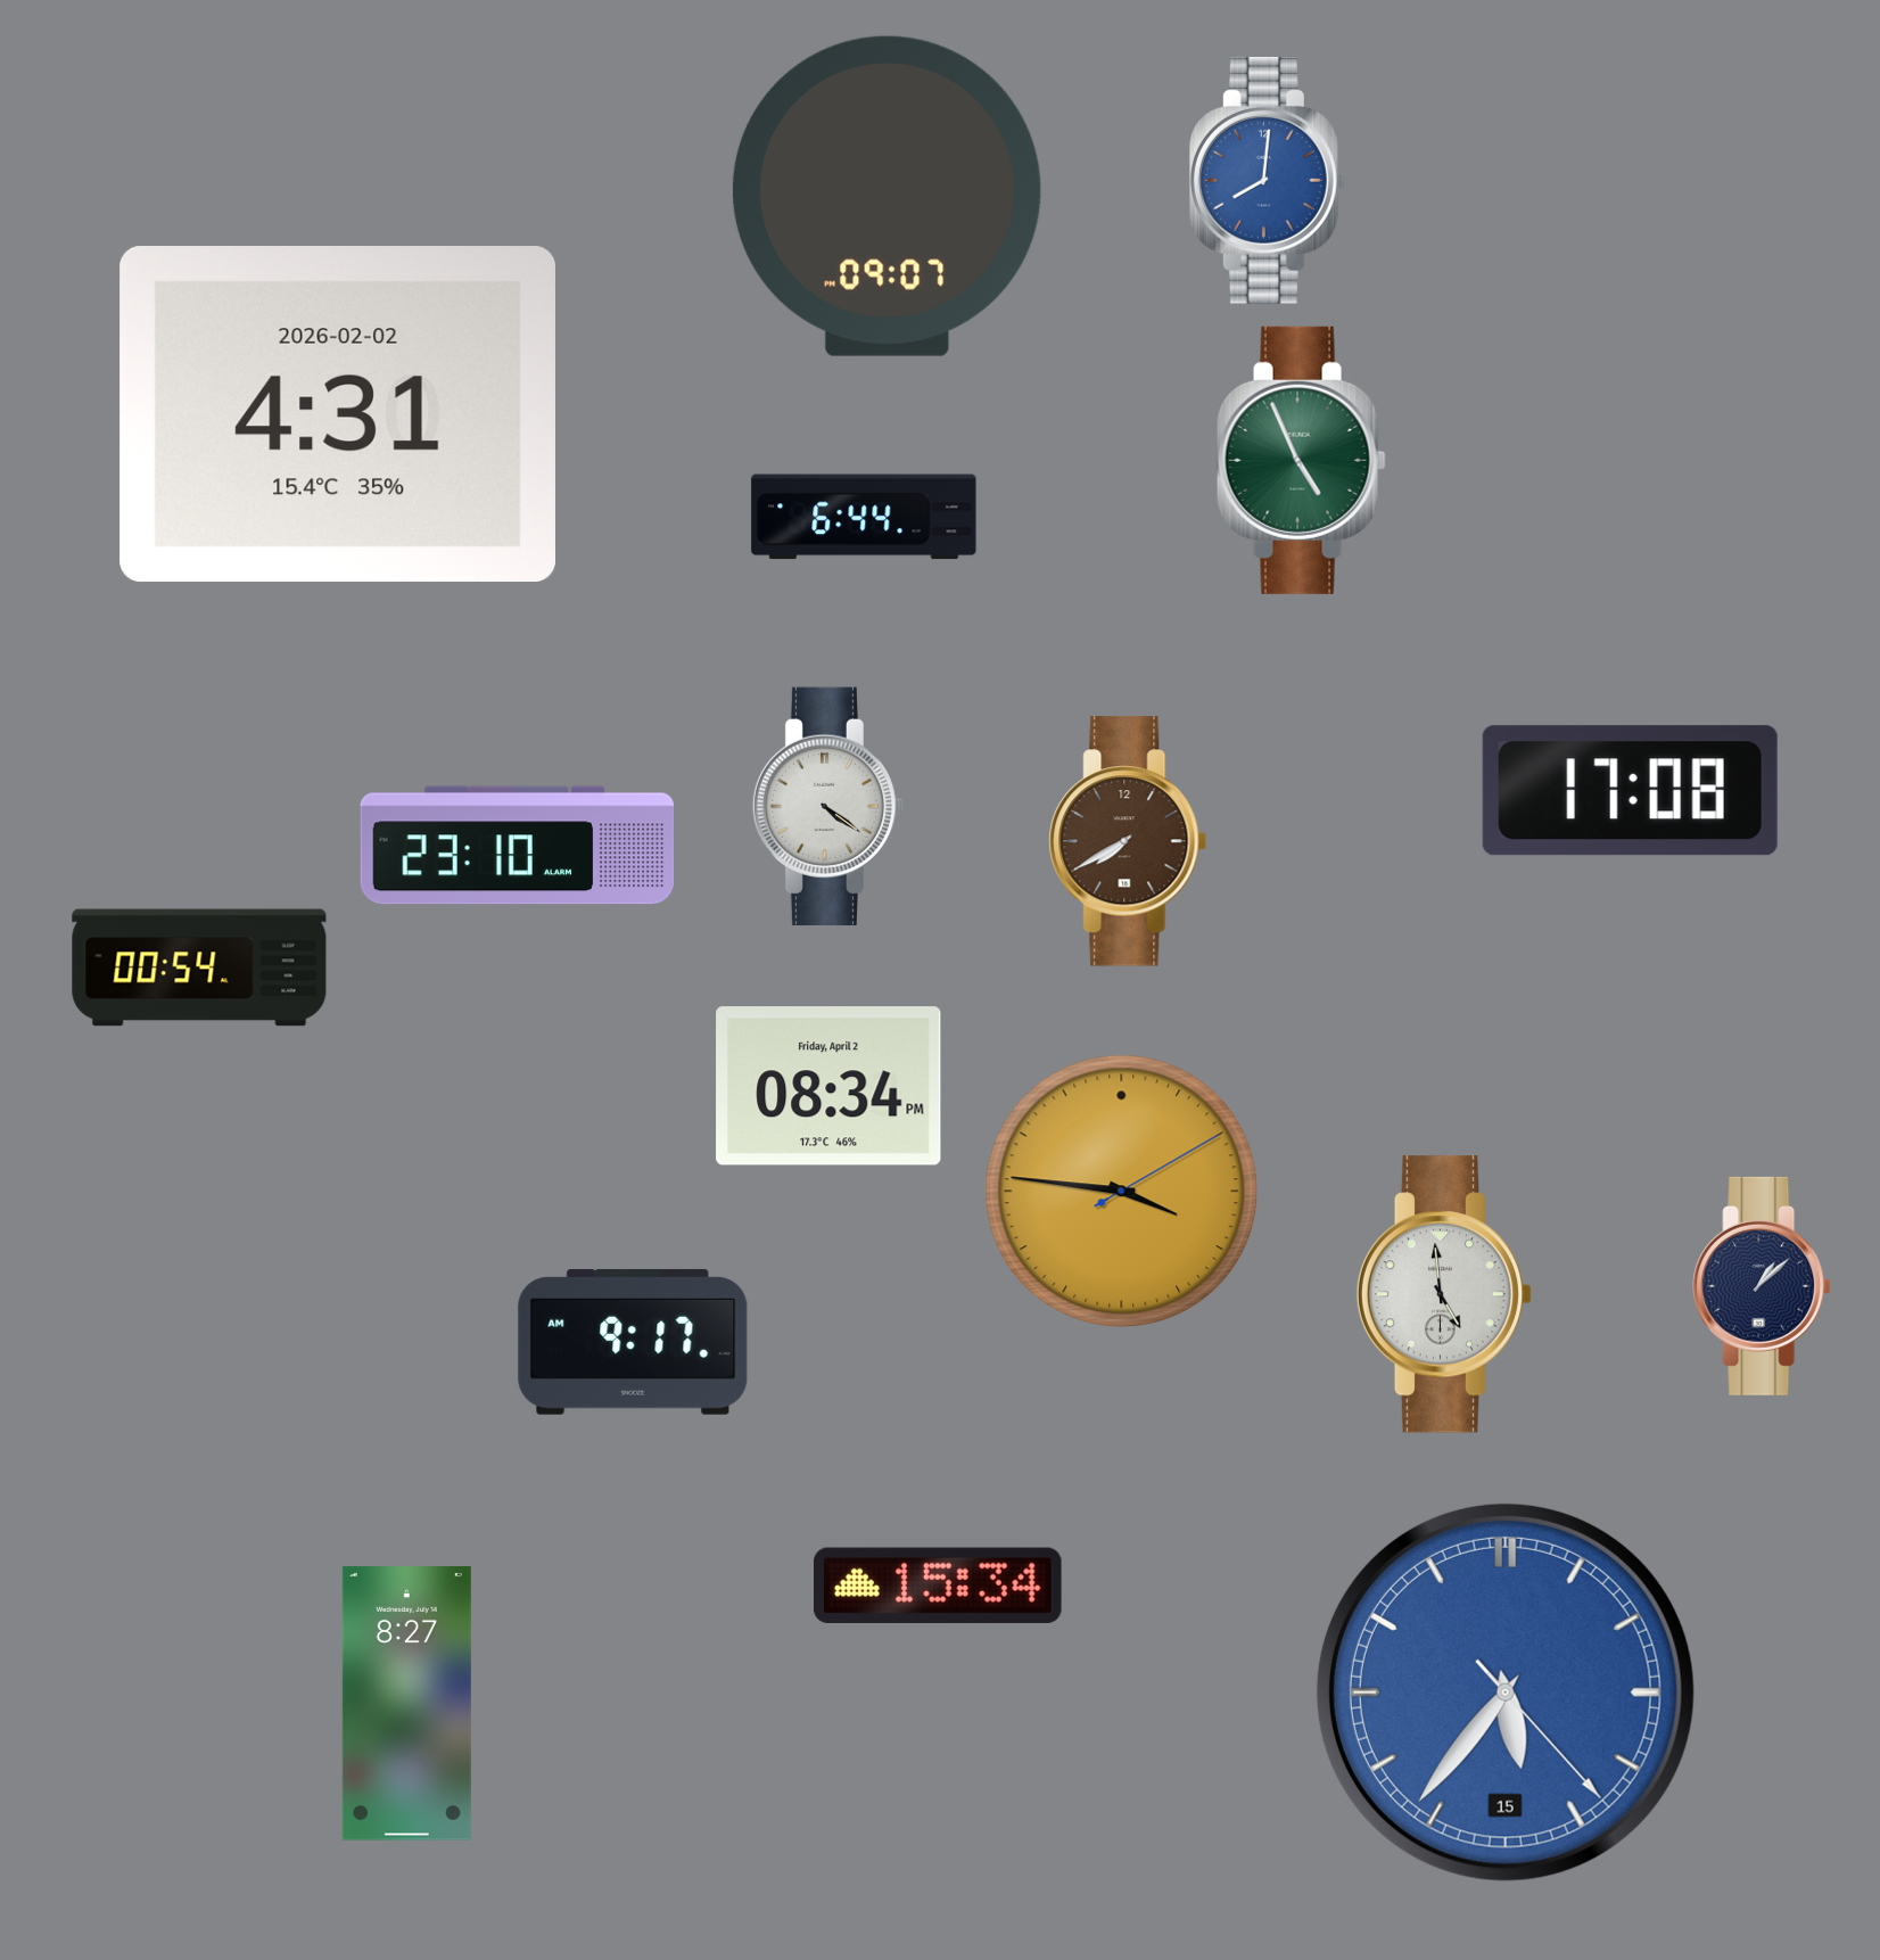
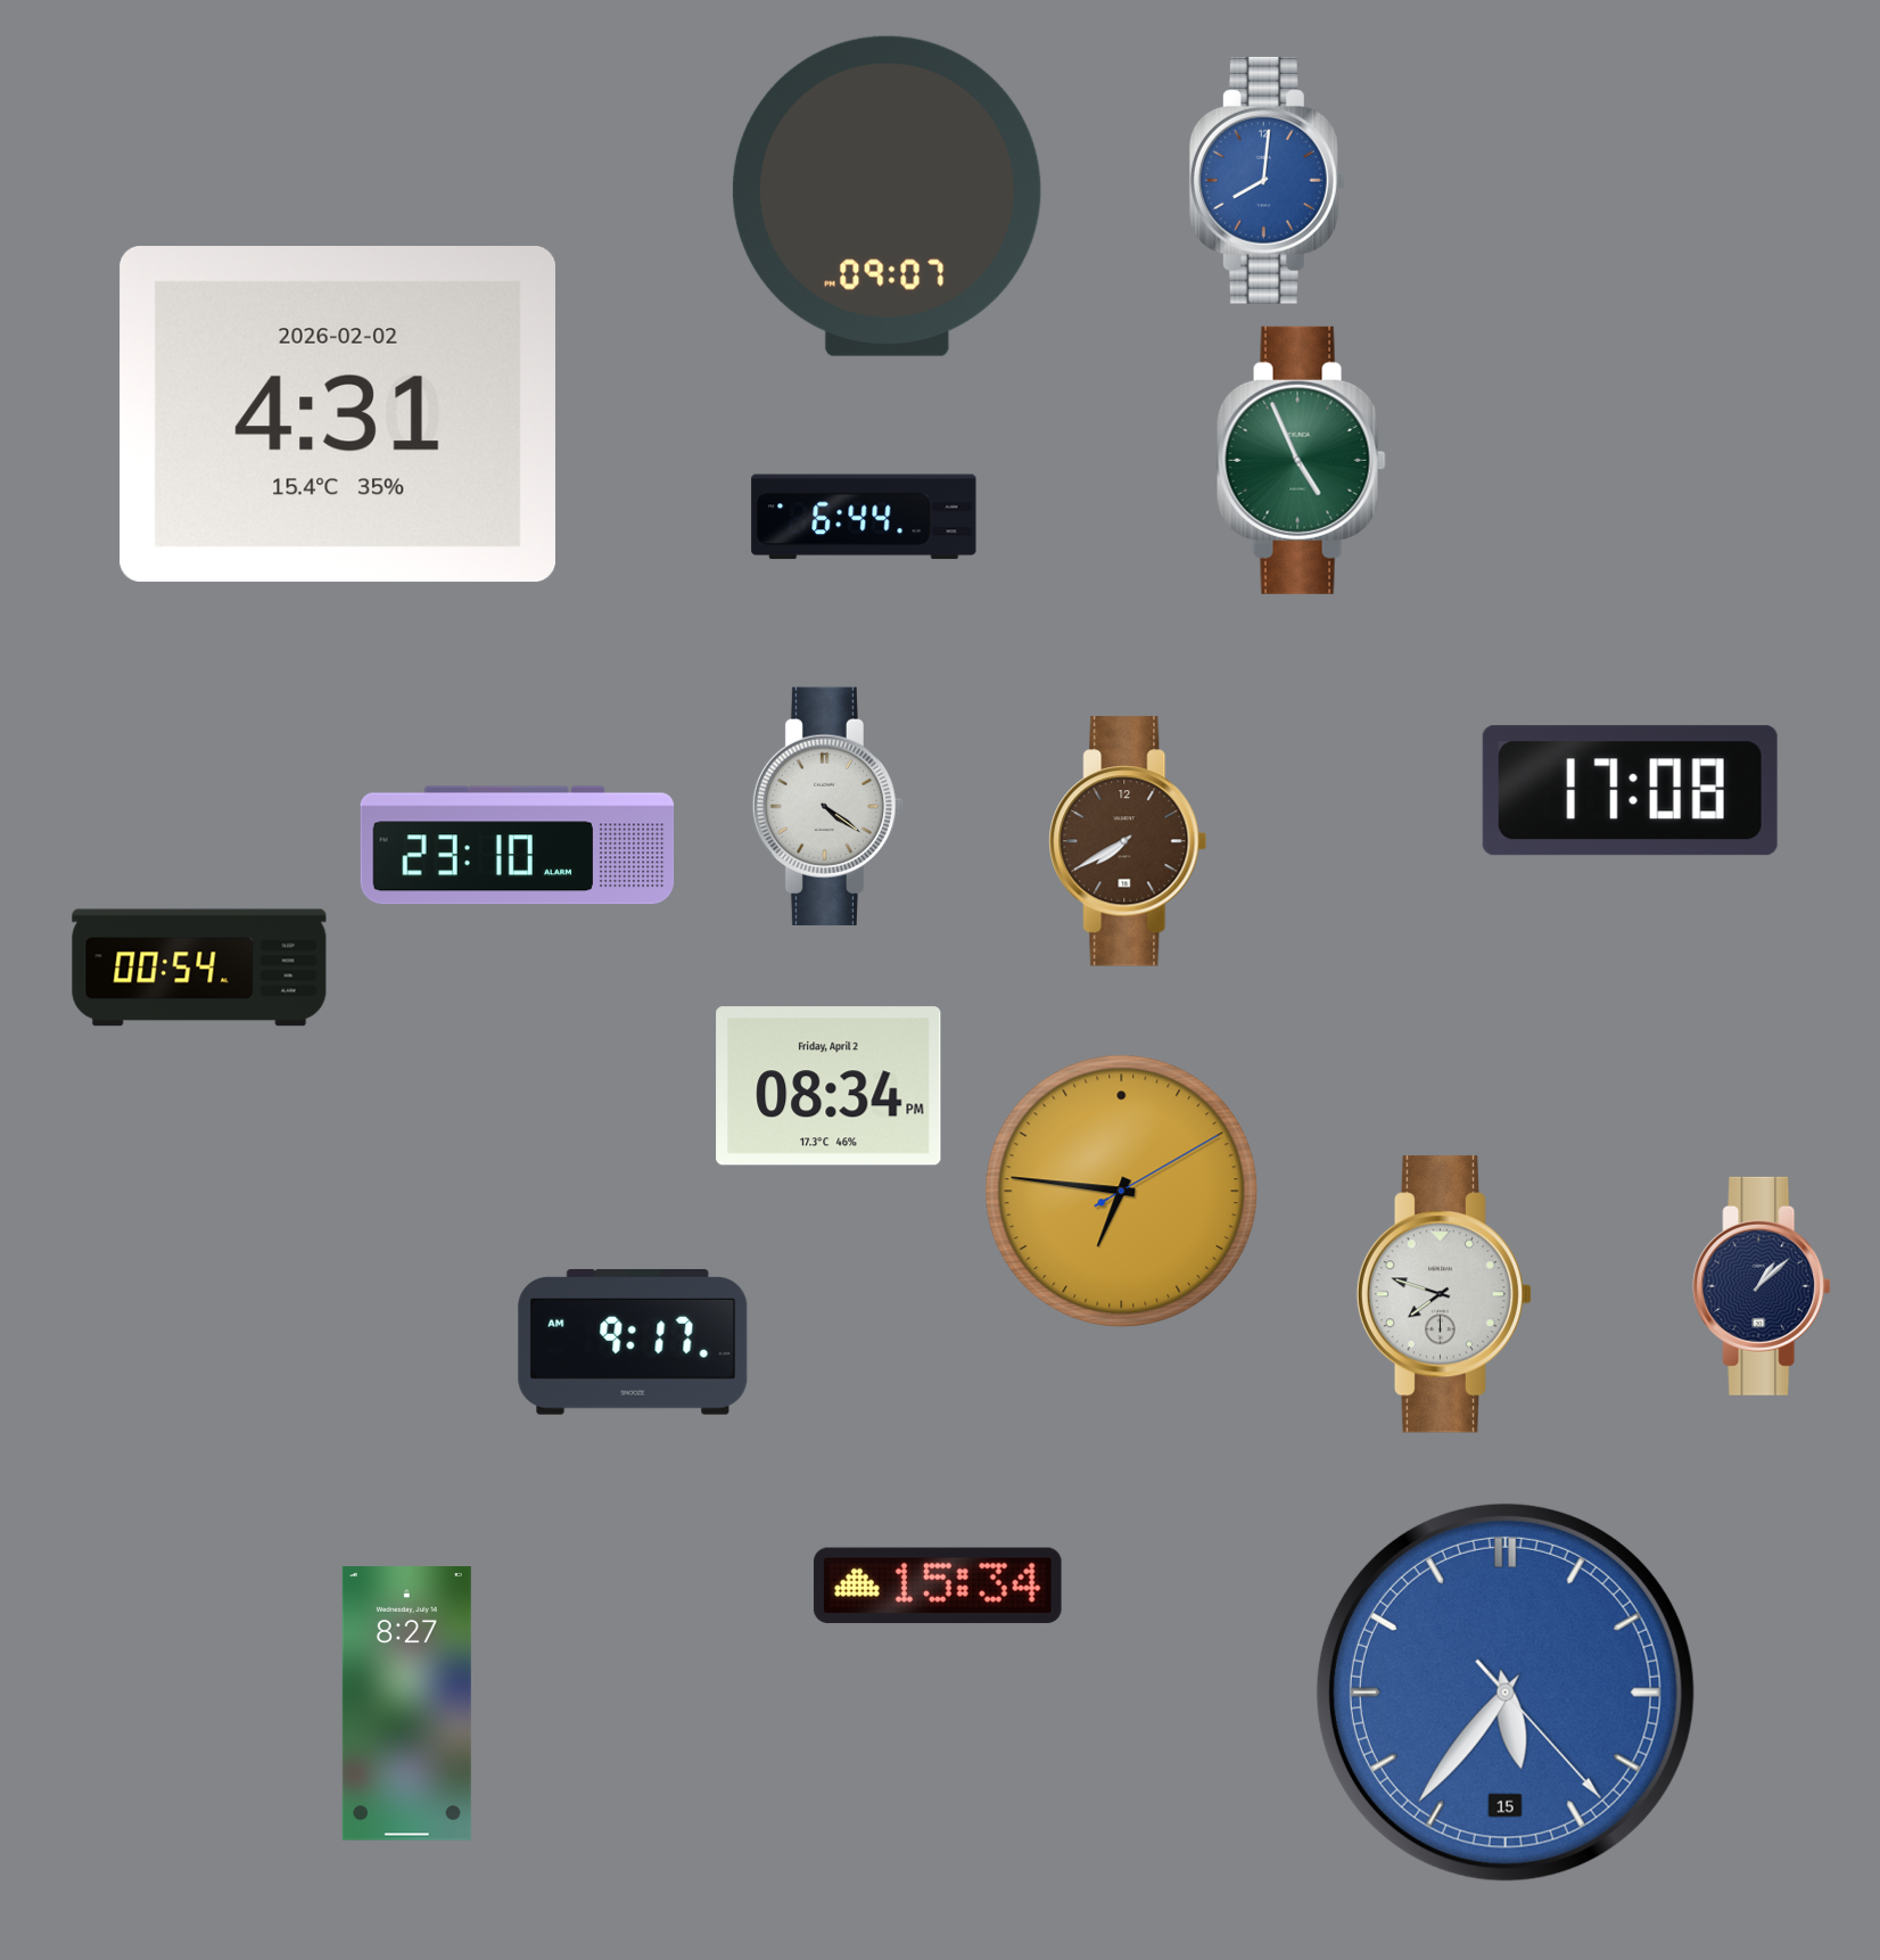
clock at (1122, 1192): 3:46 -> 6:46
clock at (1444, 1294): 4:59 -> 7:48
